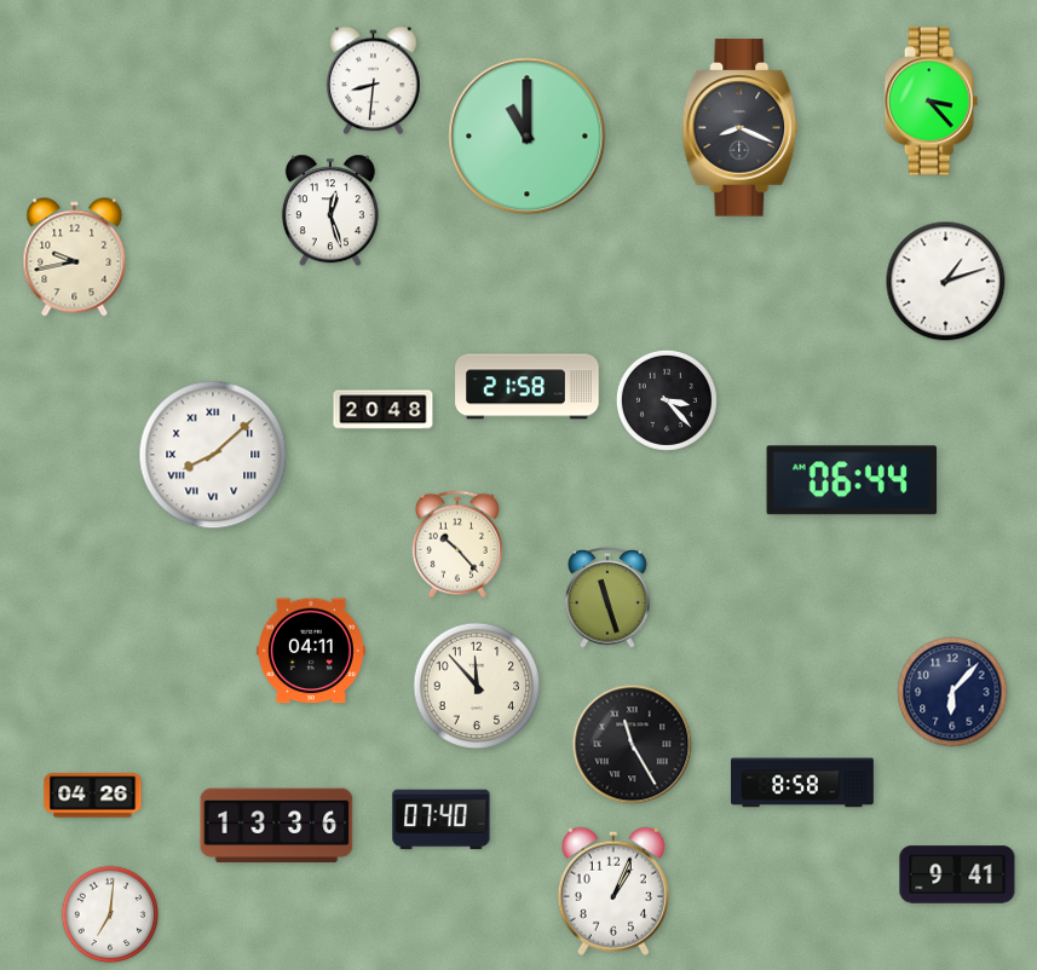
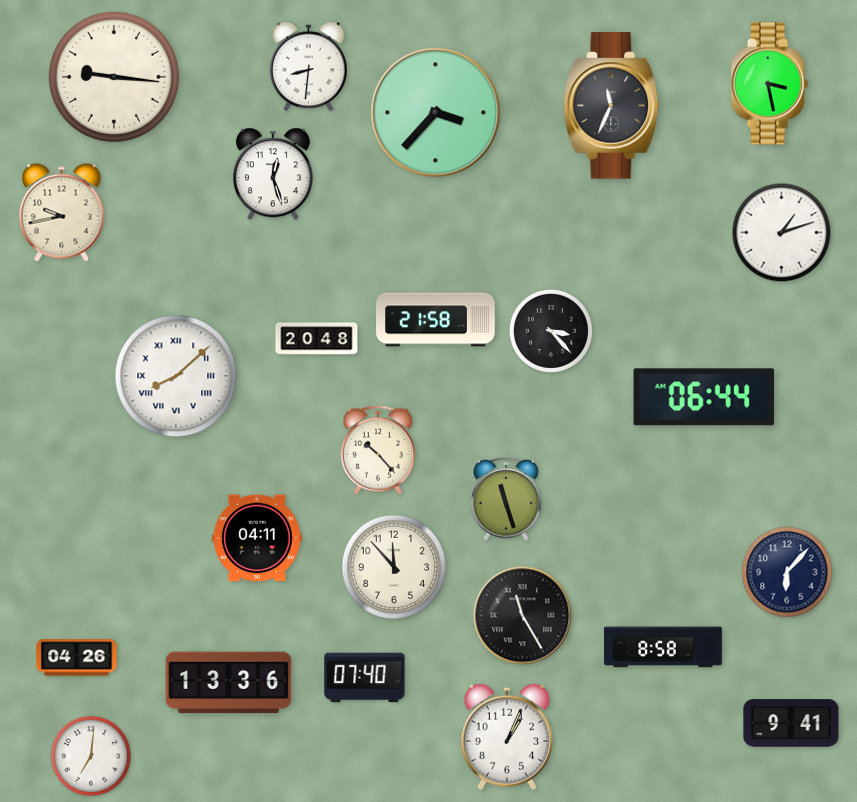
clock at (114, 77): none -> 9:16
clock at (932, 102): 3:23 -> 3:28
clock at (741, 128): 8:19 -> 11:34
clock at (528, 137): 11:00 -> 3:37
clock at (607, 599) position: (607, 599) -> (506, 500)
